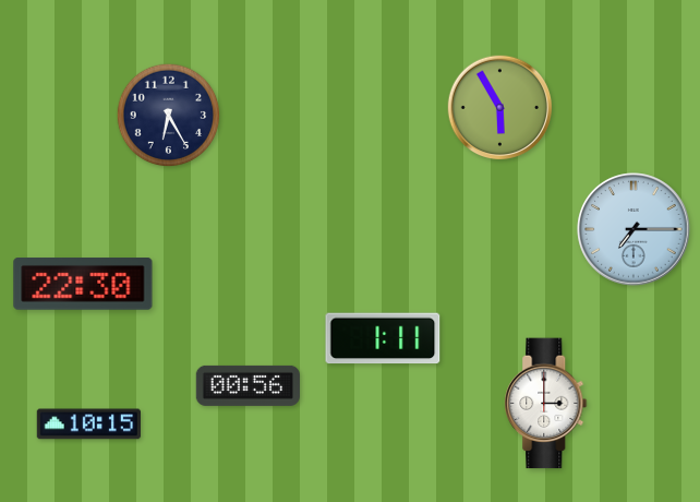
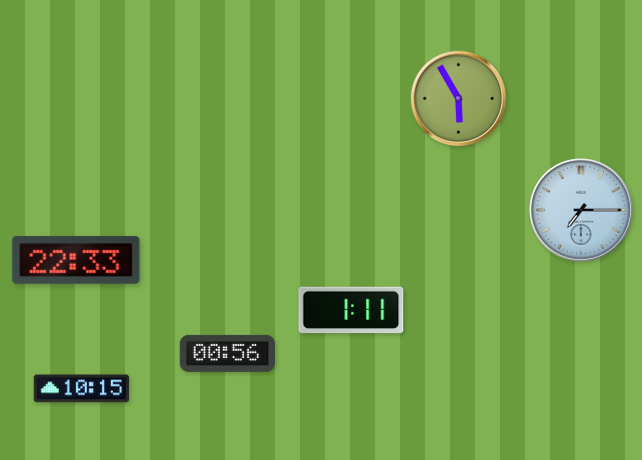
clock at (169, 116): 6:25 -> none
clock at (83, 285): 22:30 -> 22:33
clock at (546, 404): 3:00 -> none
